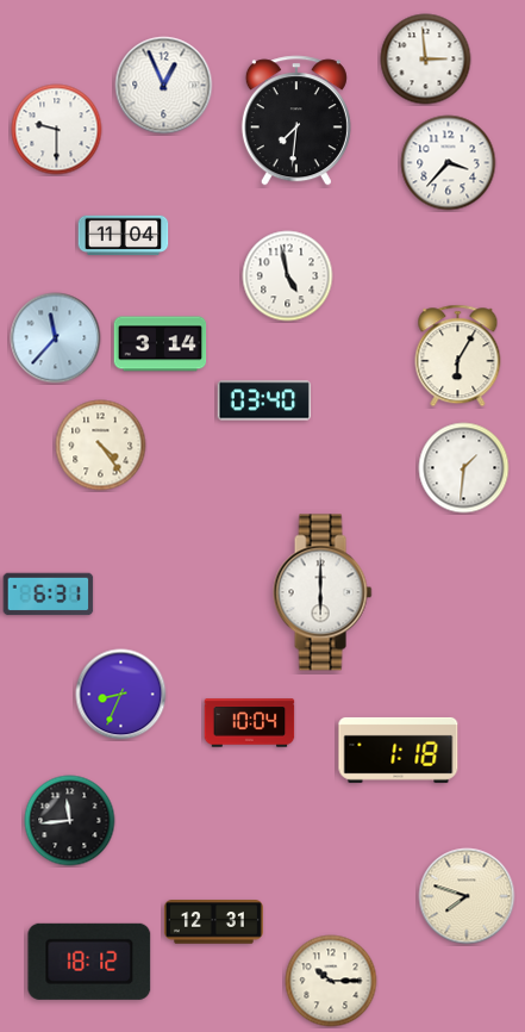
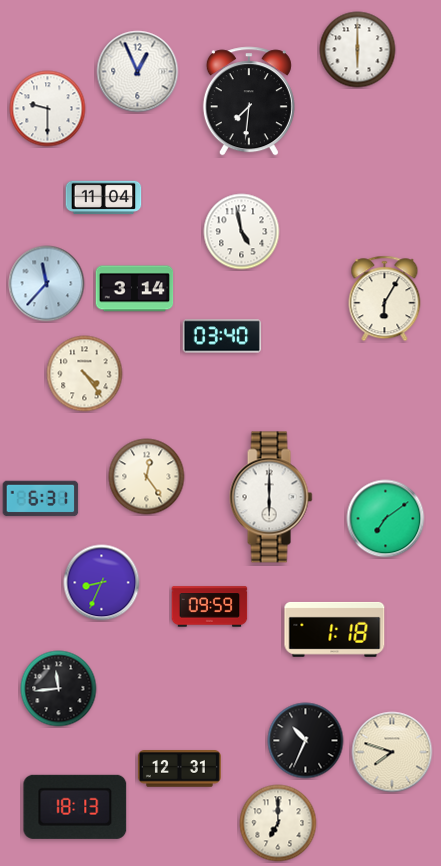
clock at (426, 60): 2:59 -> 6:00
clock at (449, 163): 3:37 -> none
clock at (464, 468): 1:31 -> none
clock at (147, 477): none -> 12:24
clock at (386, 519): none -> 7:09
clock at (250, 723): 10:04 -> 09:59
clock at (306, 741): none -> 10:34
clock at (213, 922) position: (213, 922) -> (179, 769)
clock at (89, 962): 18:12 -> 18:13
clock at (331, 981): 10:15 -> 7:00
